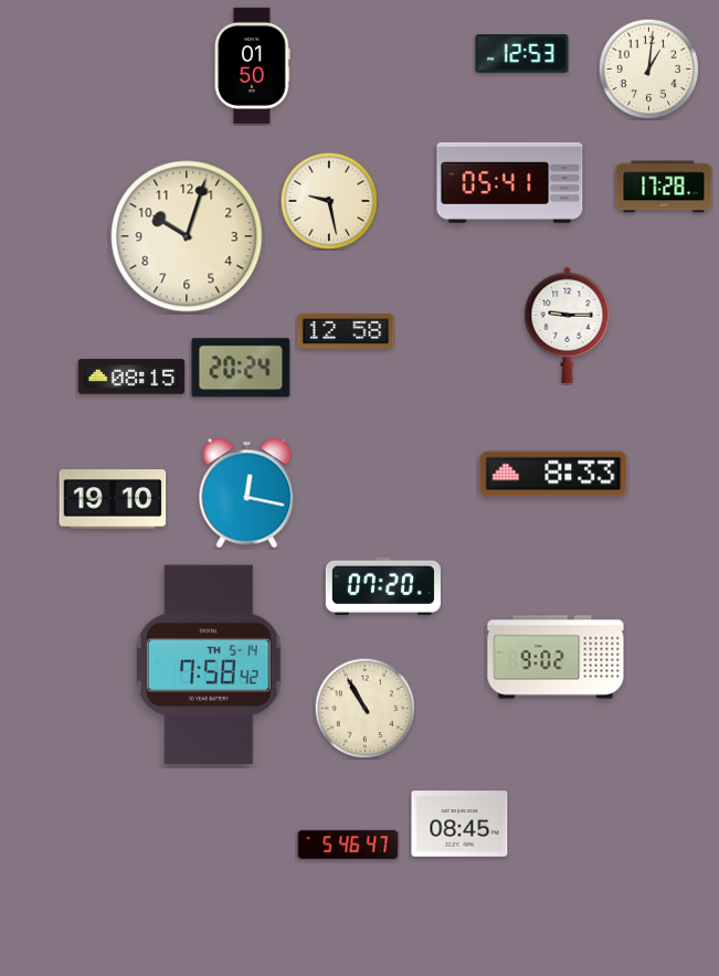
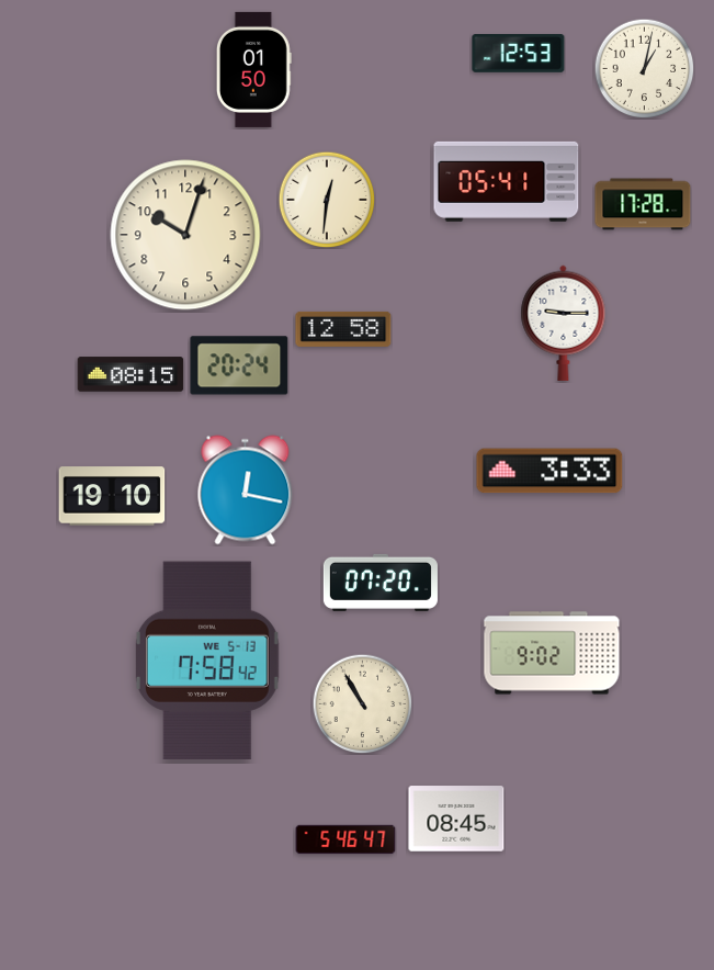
clock at (252, 65) position: (252, 65) -> (253, 69)
clock at (648, 68): 1:01 -> 1:02
clock at (664, 187) position: (664, 187) -> (643, 204)
clock at (329, 201): 9:28 -> 12:31
clock at (553, 474): 8:33 -> 3:33
clock at (209, 665) date: TH 5-14 -> WE 5-13
